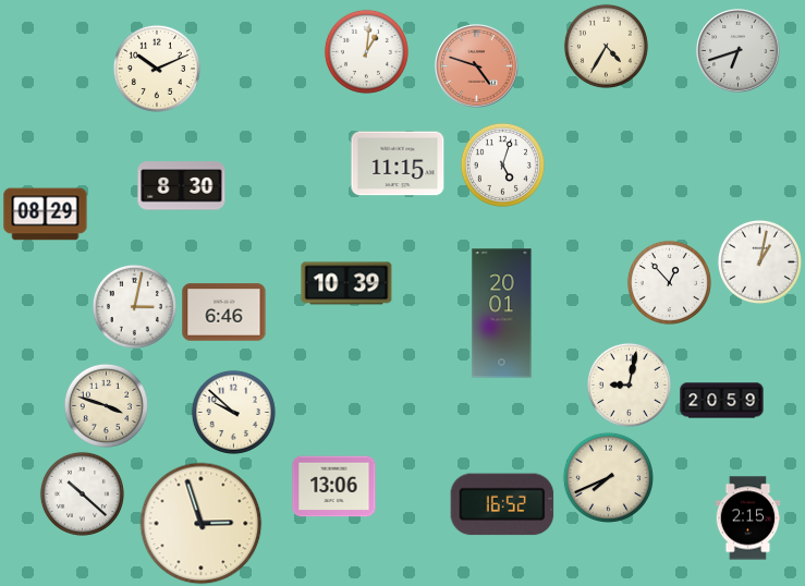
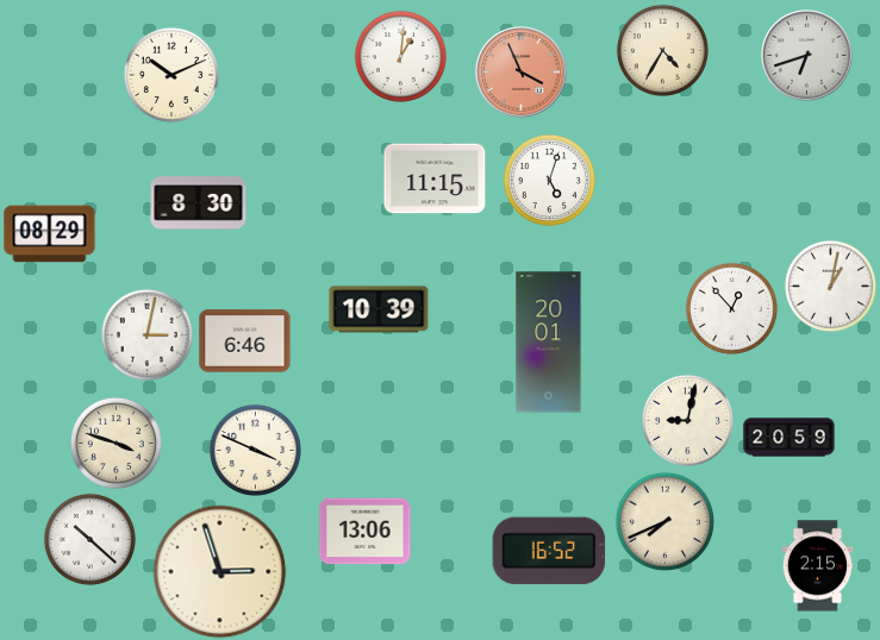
clock at (477, 66): 4:48 -> 3:56
clock at (233, 412): 9:52 -> 3:49
